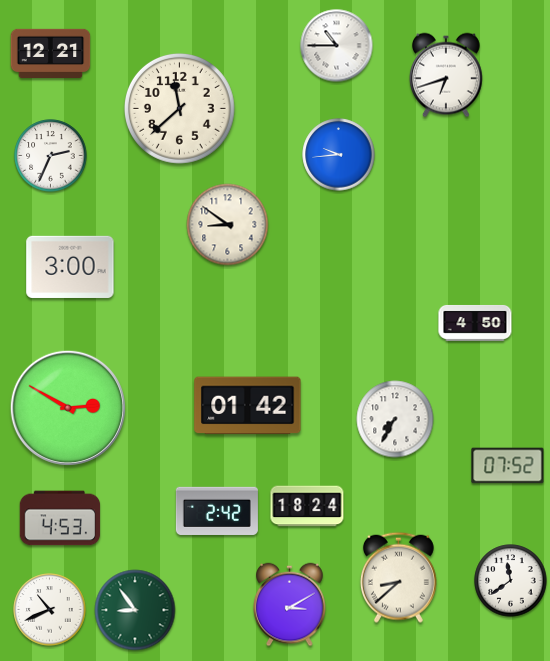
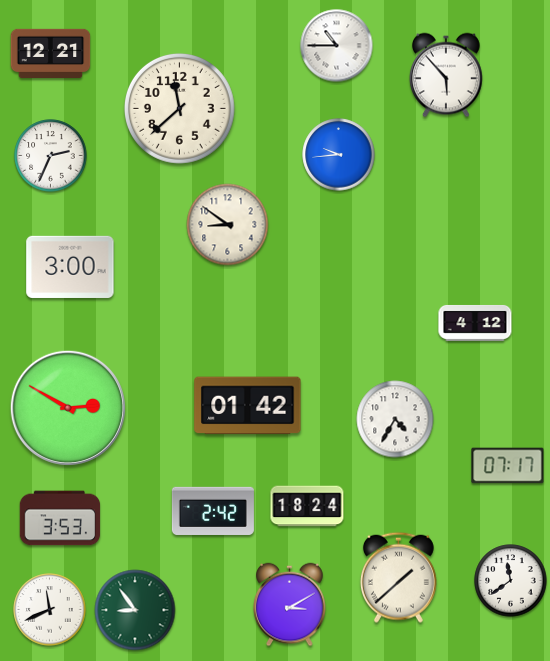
clock at (446, 75): 6:42 -> 5:53
clock at (475, 323): 4:50 -> 4:12
clock at (395, 419): 7:35 -> 4:35
clock at (508, 466): 07:52 -> 07:17
clock at (217, 511) position: (217, 511) -> (213, 511)
clock at (60, 518): 4:53 -> 3:53
clock at (398, 577): 8:38 -> 1:38
clock at (50, 610): 10:41 -> 11:41
